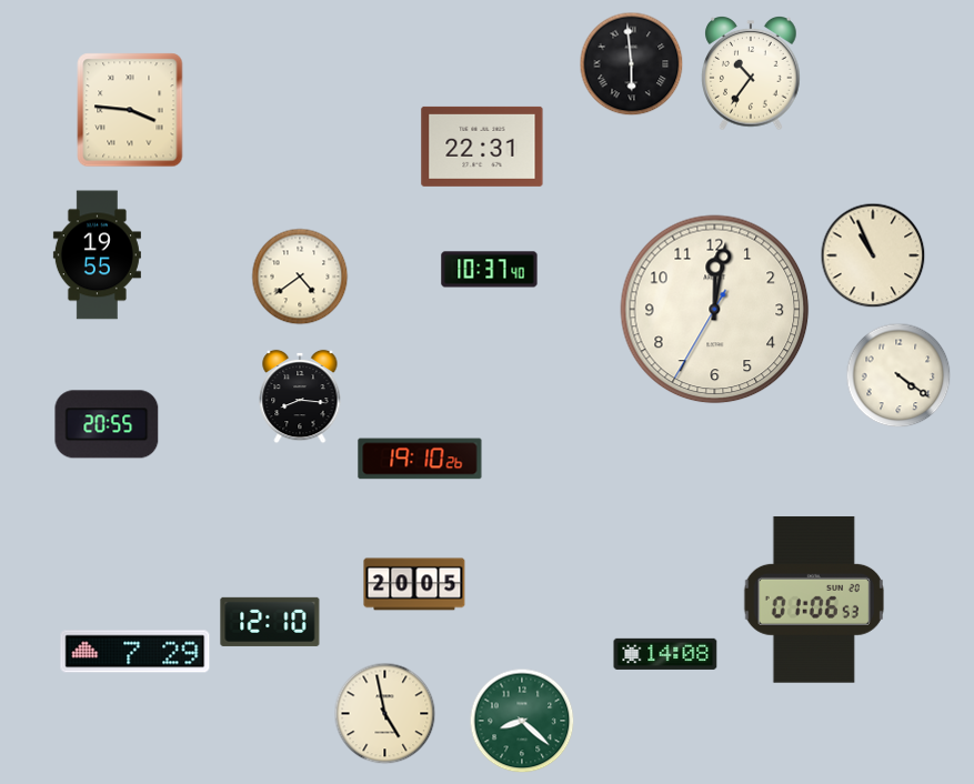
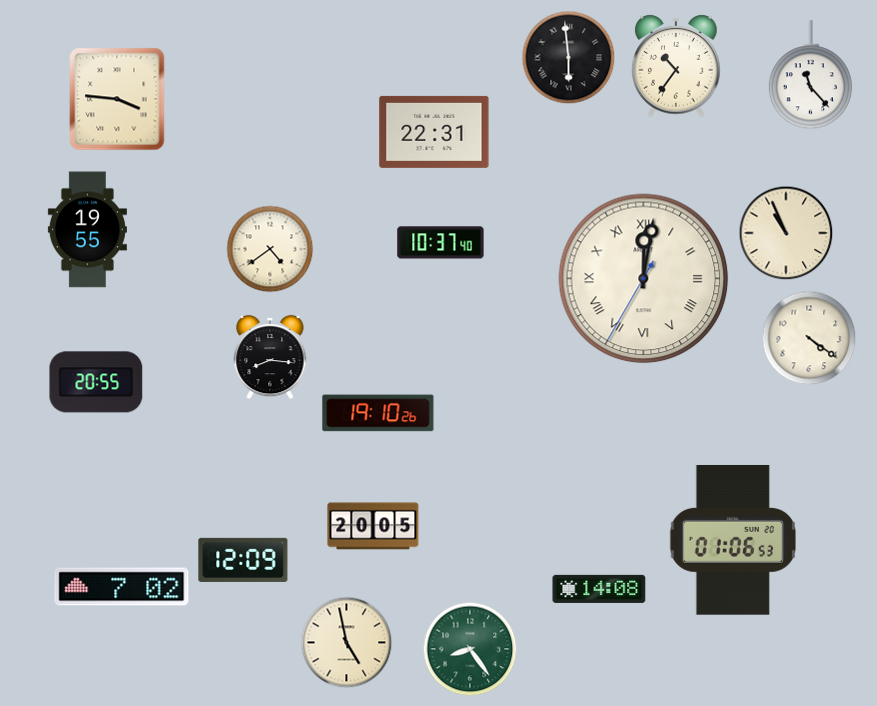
clock at (810, 75): none -> 11:23
clock at (873, 255) position: (873, 255) -> (786, 233)
clock at (715, 310) numerals: Arabic -> Roman
clock at (270, 622): 12:10 -> 12:09
clock at (135, 652): 7:29 -> 7:02
clock at (522, 721): 8:22 -> 8:24
